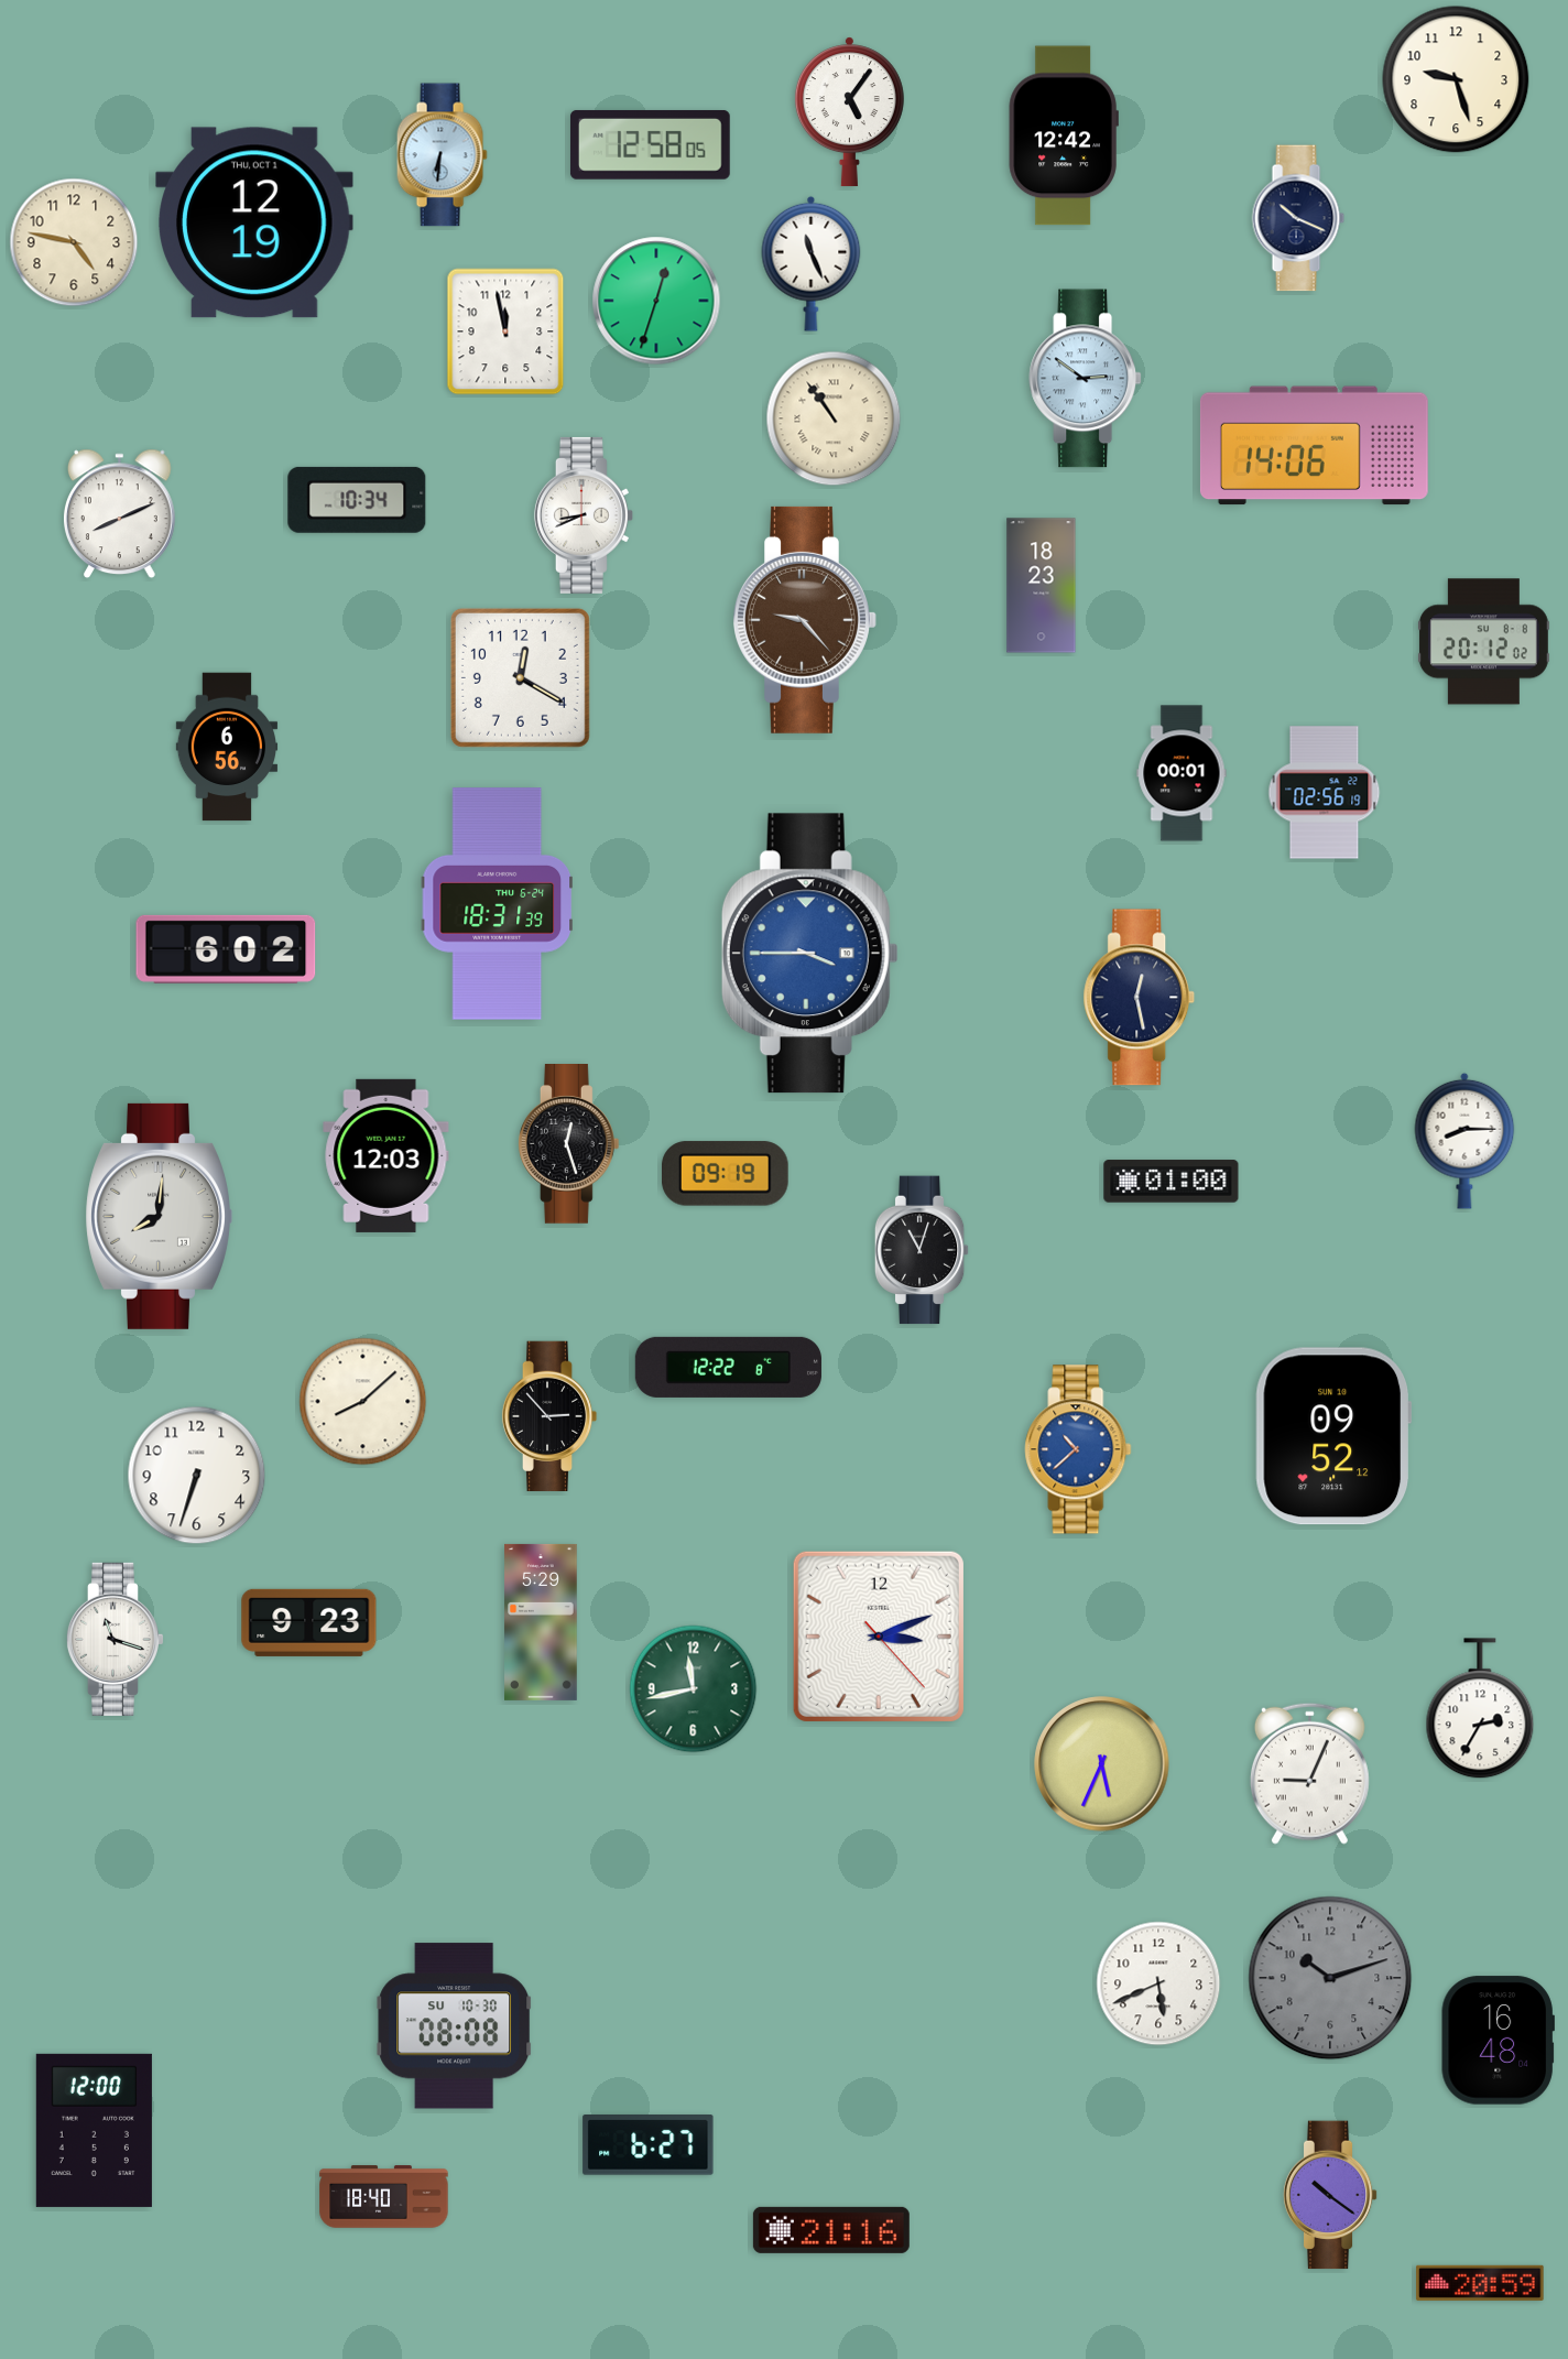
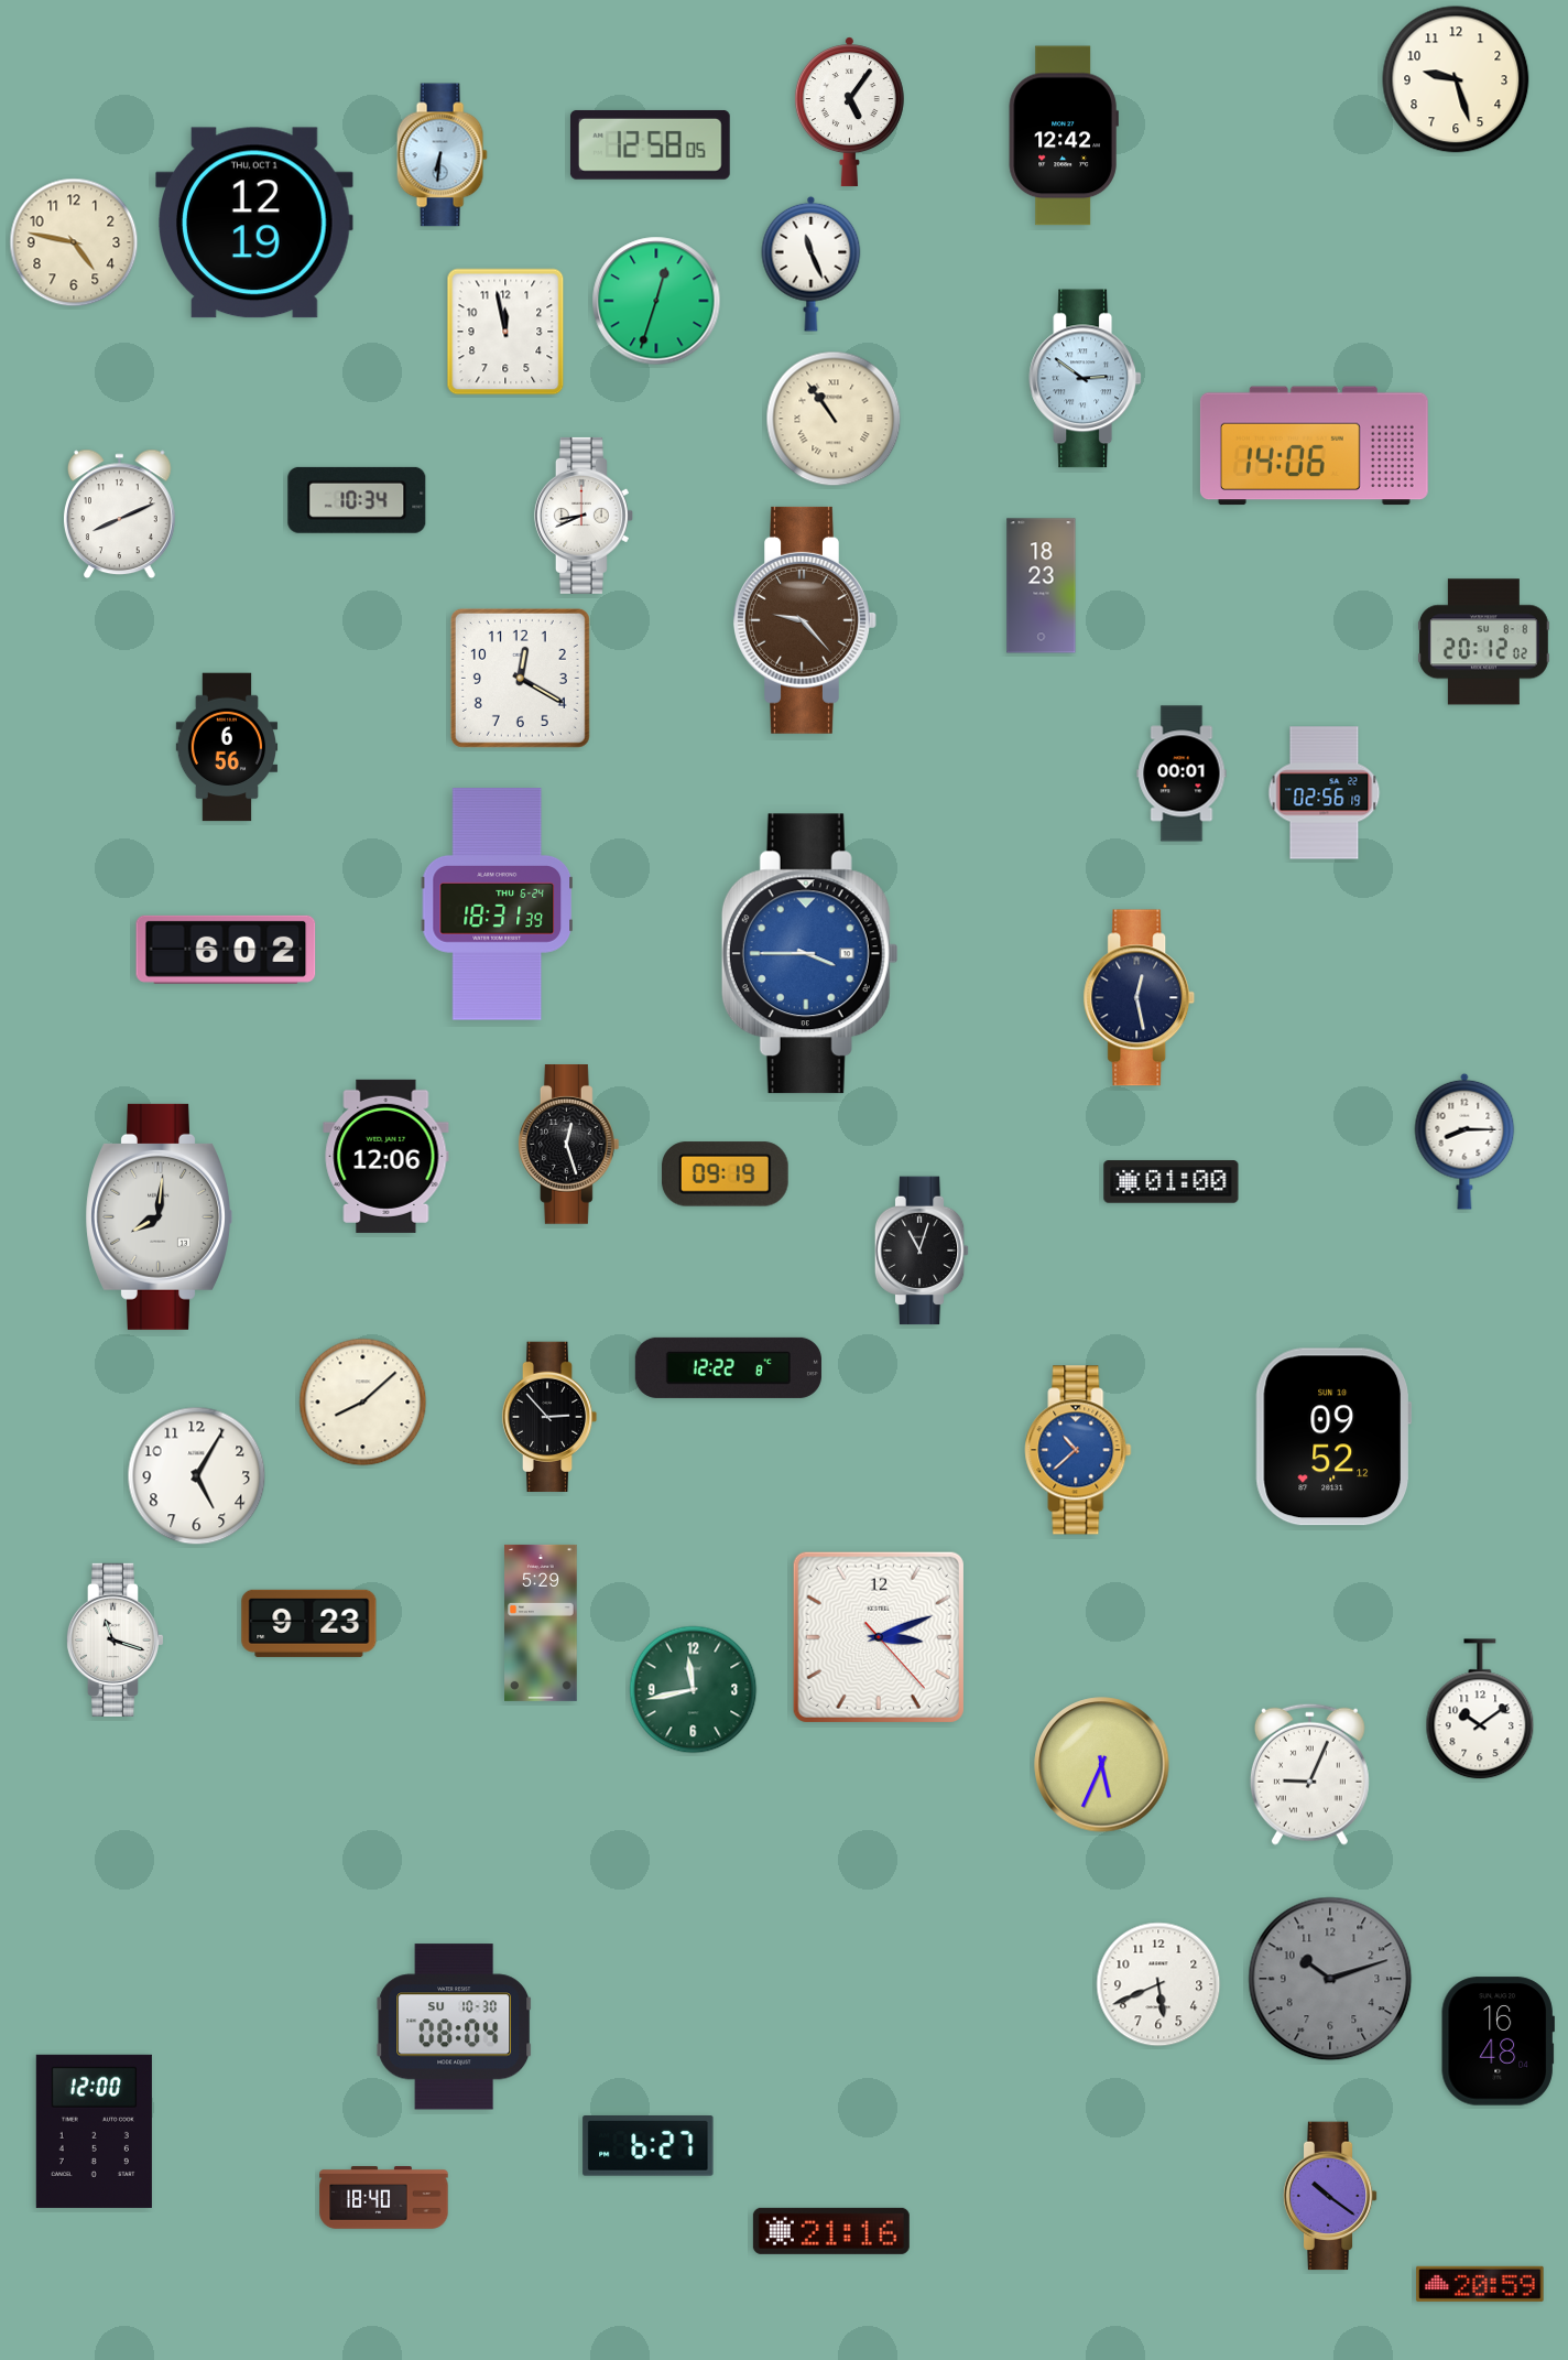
clock at (1298, 218): 10:19 -> none
clock at (386, 1155): 12:03 -> 12:06
clock at (197, 1476): 6:33 -> 5:05
clock at (1480, 1709): 2:35 -> 10:09
clock at (455, 2026): 08:08 -> 08:04
